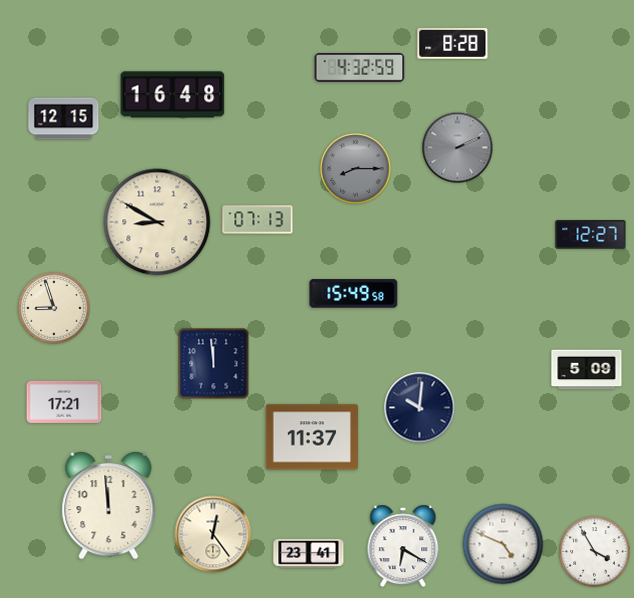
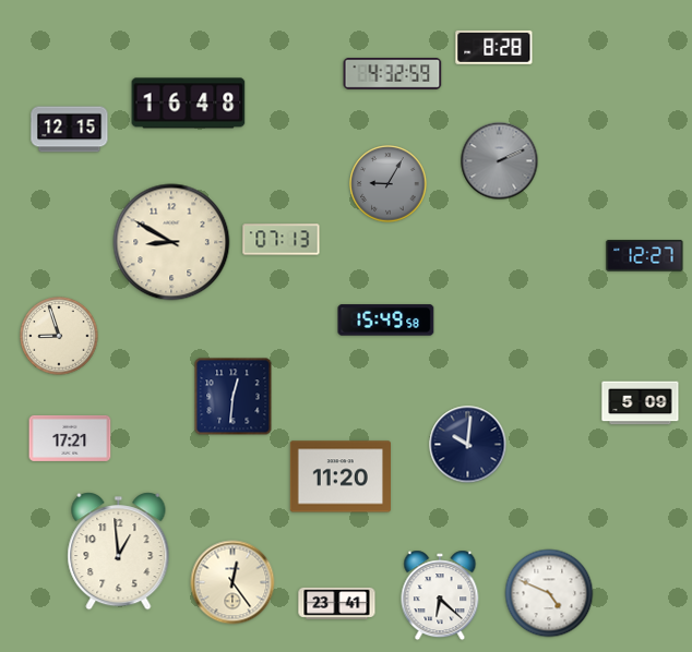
clock at (356, 169): 8:15 -> 9:05
clock at (214, 364): 11:59 -> 12:31
clock at (420, 408) position: (420, 408) -> (468, 445)
clock at (311, 437): 11:37 -> 11:20
clock at (109, 506): 11:59 -> 12:59
clock at (403, 546): 6:20 -> 6:22
clock at (595, 552): 3:55 -> none
